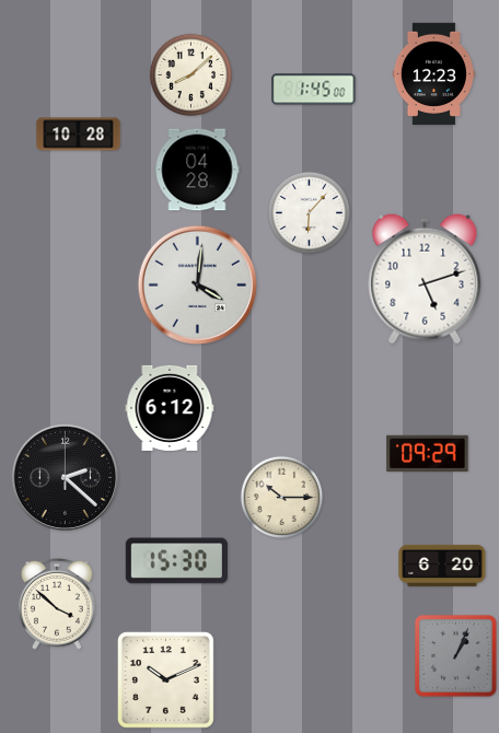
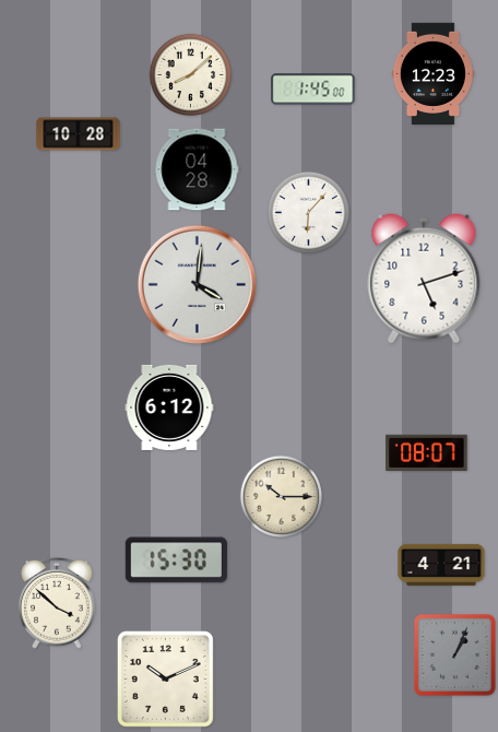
clock at (428, 453): 09:29 -> 08:07
clock at (65, 477): 2:22 -> none
clock at (442, 566): 6:20 -> 4:21
